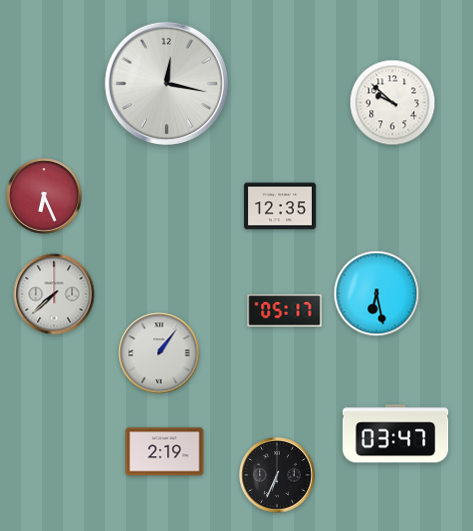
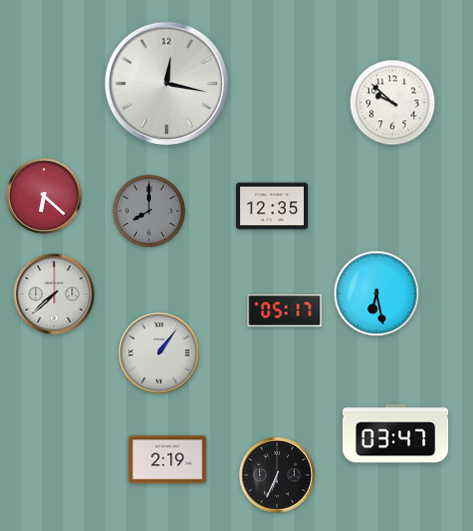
clock at (44, 196): 6:26 -> 6:22
clock at (281, 206) position: (281, 206) -> (273, 206)
clock at (149, 211): none -> 8:00
clock at (165, 452) position: (165, 452) -> (168, 460)
